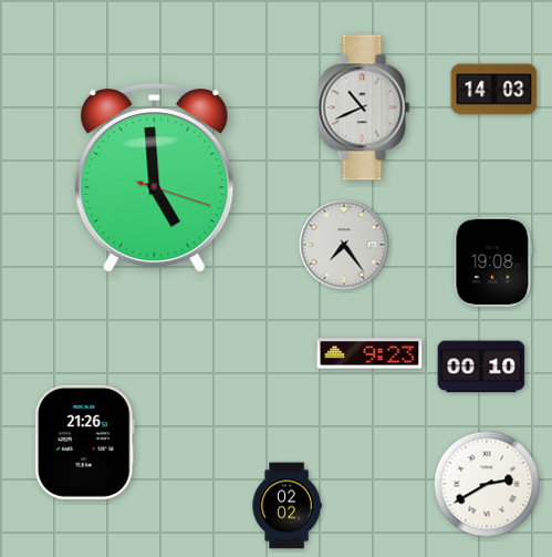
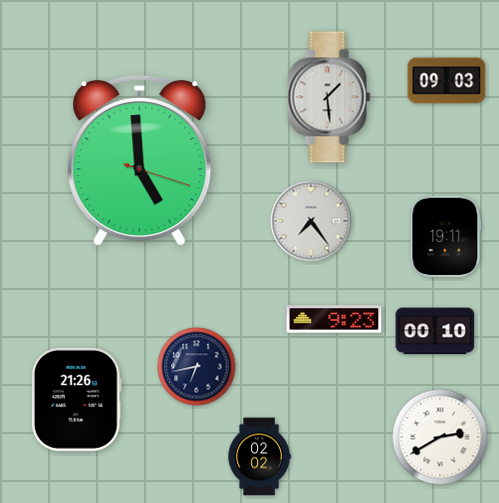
clock at (494, 90): 14:03 -> 09:03
clock at (364, 107): 10:41 -> 1:29
clock at (493, 262): 19:08 -> 19:11
clock at (197, 367): none -> 6:43
